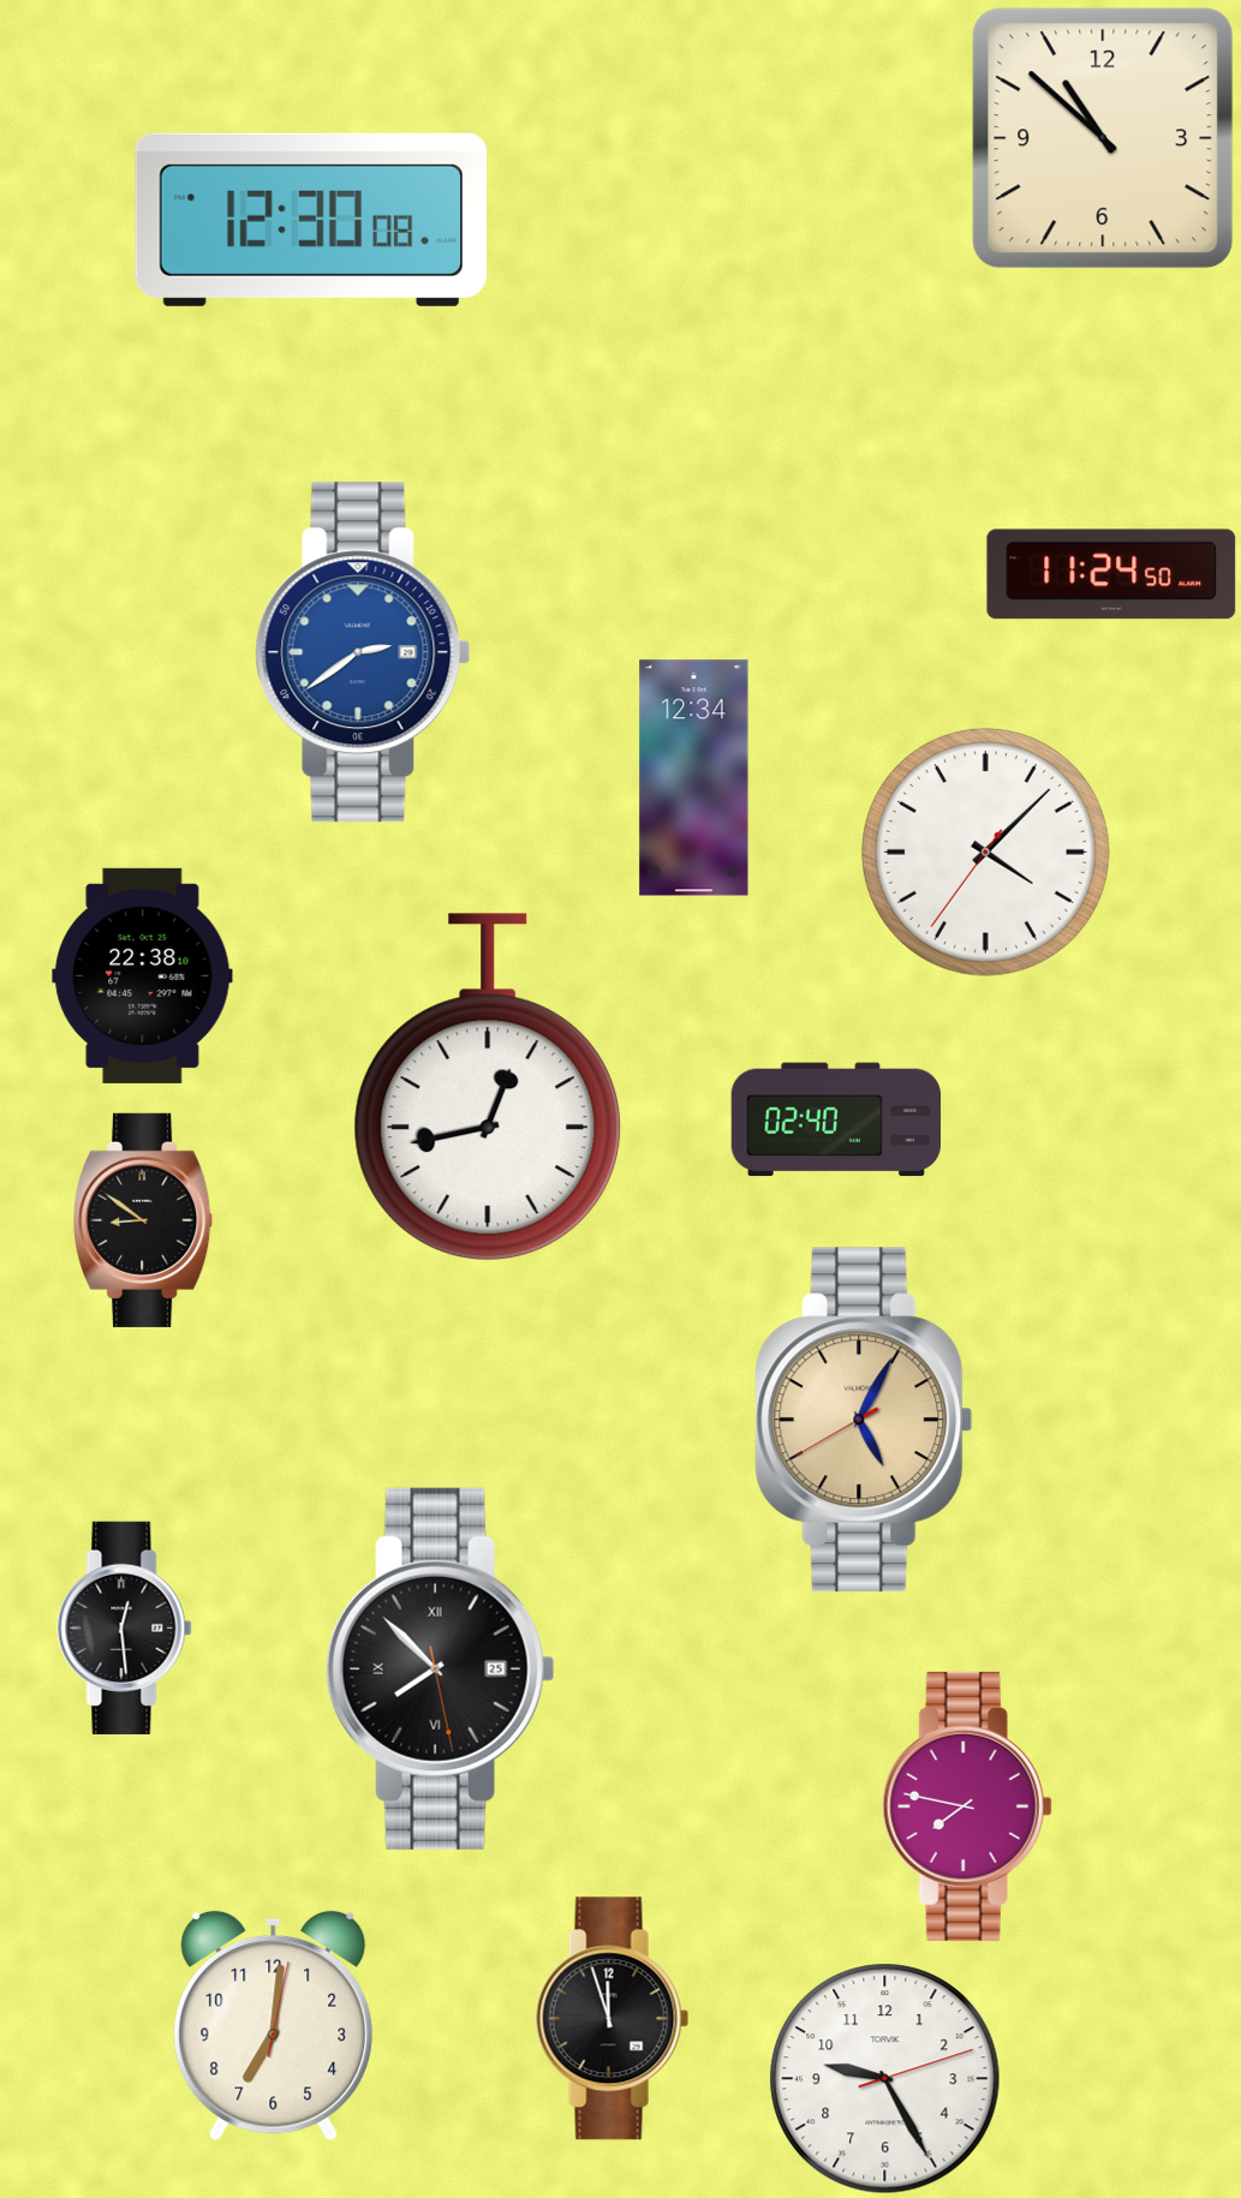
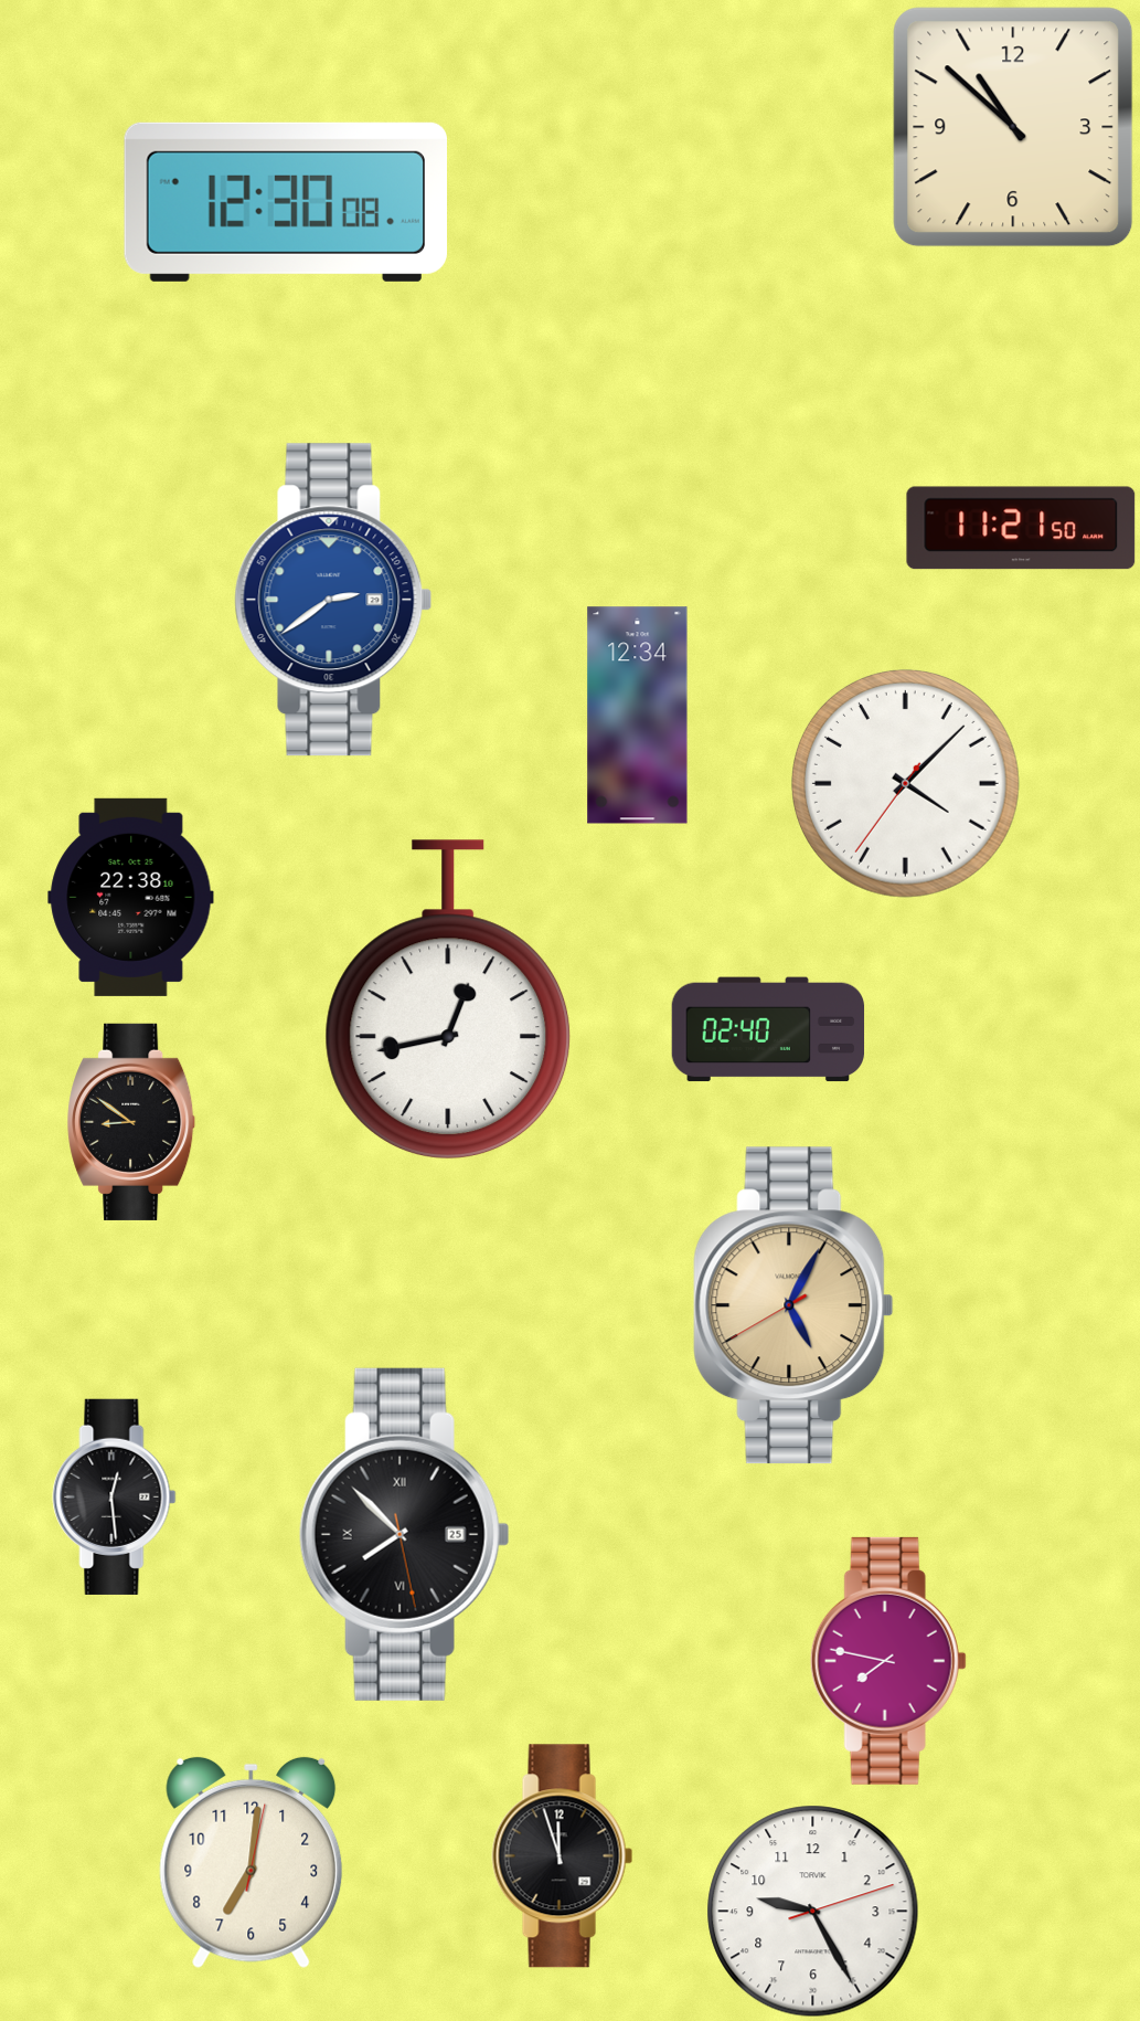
clock at (1111, 574): 11:24 -> 11:21
